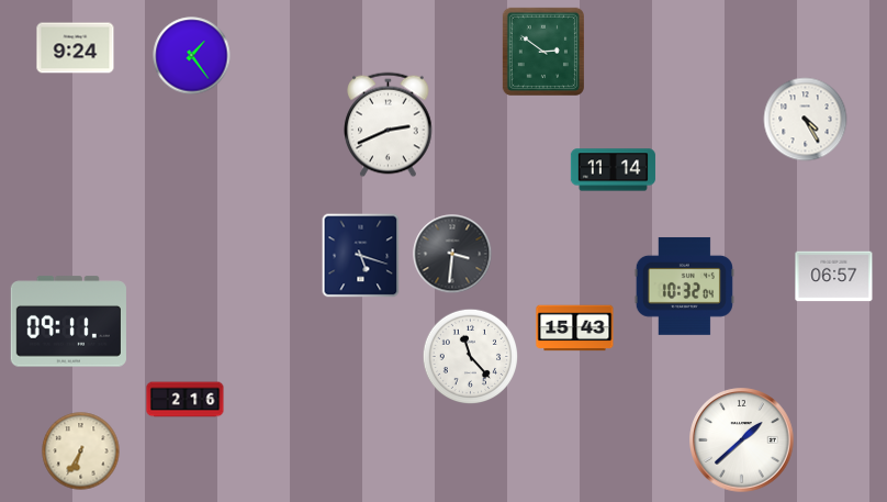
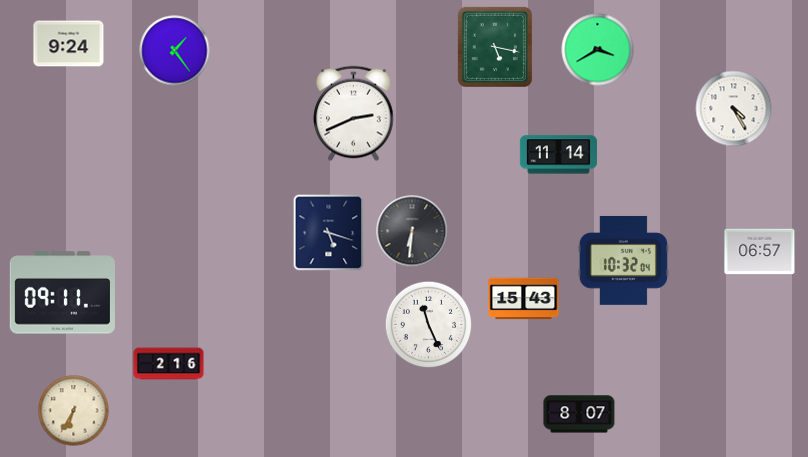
clock at (543, 52): 2:51 -> 5:17
clock at (598, 50): none -> 3:40
clock at (452, 254): 3:31 -> 6:31
clock at (471, 357): 11:23 -> 11:26
clock at (742, 440): 1:38 -> none
clock at (579, 414): none -> 8:07
